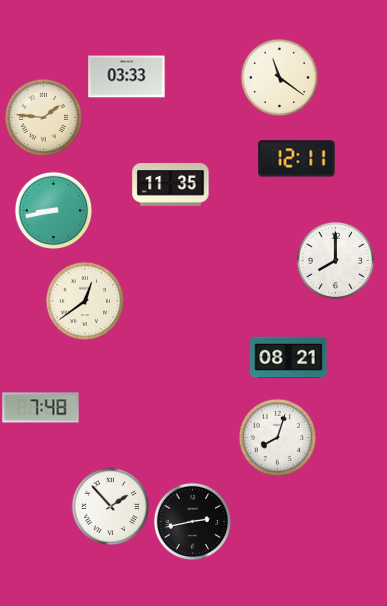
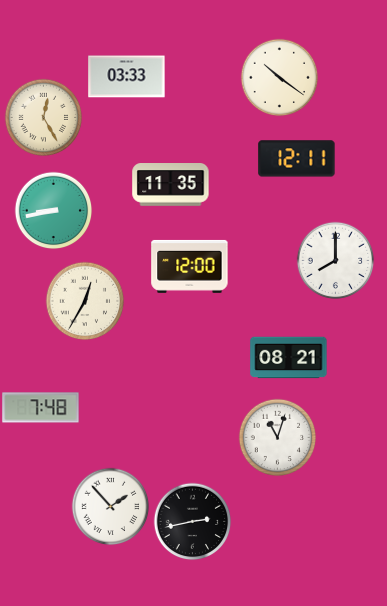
clock at (279, 77): 11:21 -> 10:21
clock at (43, 117): 1:46 -> 12:25
clock at (190, 266): none -> 12:00
clock at (85, 301): 12:39 -> 12:35
clock at (277, 437): 8:03 -> 11:03
